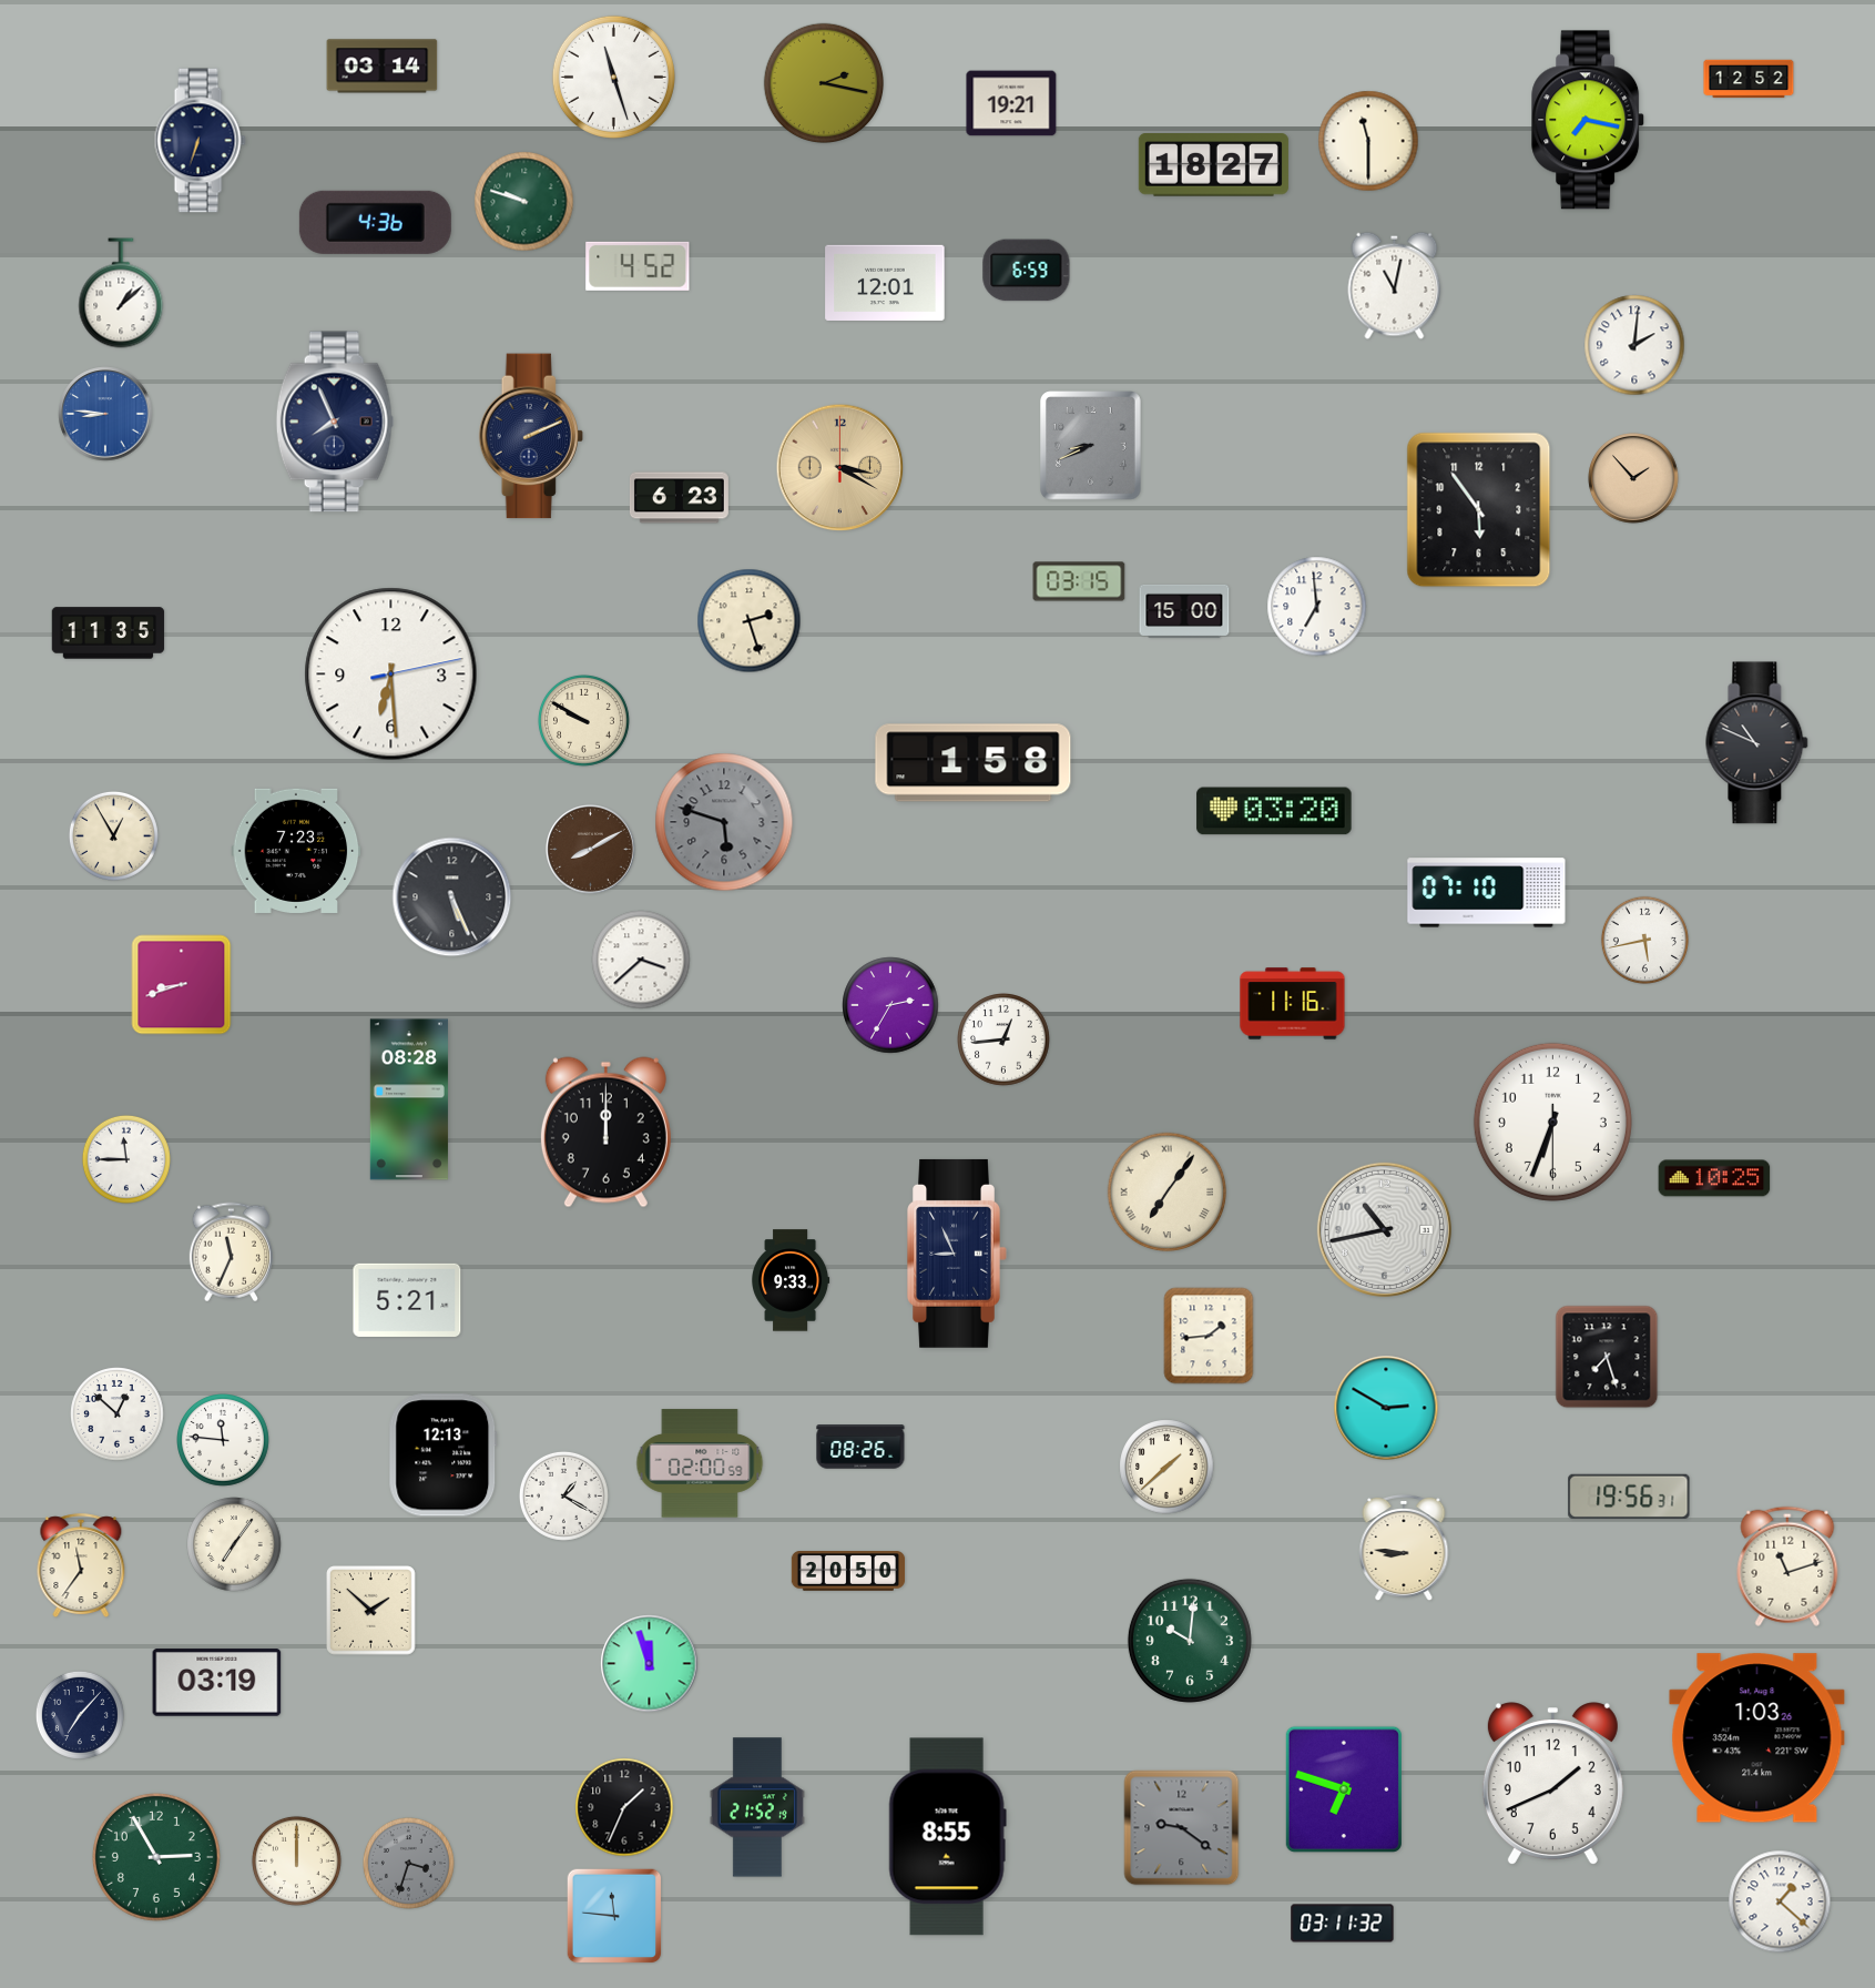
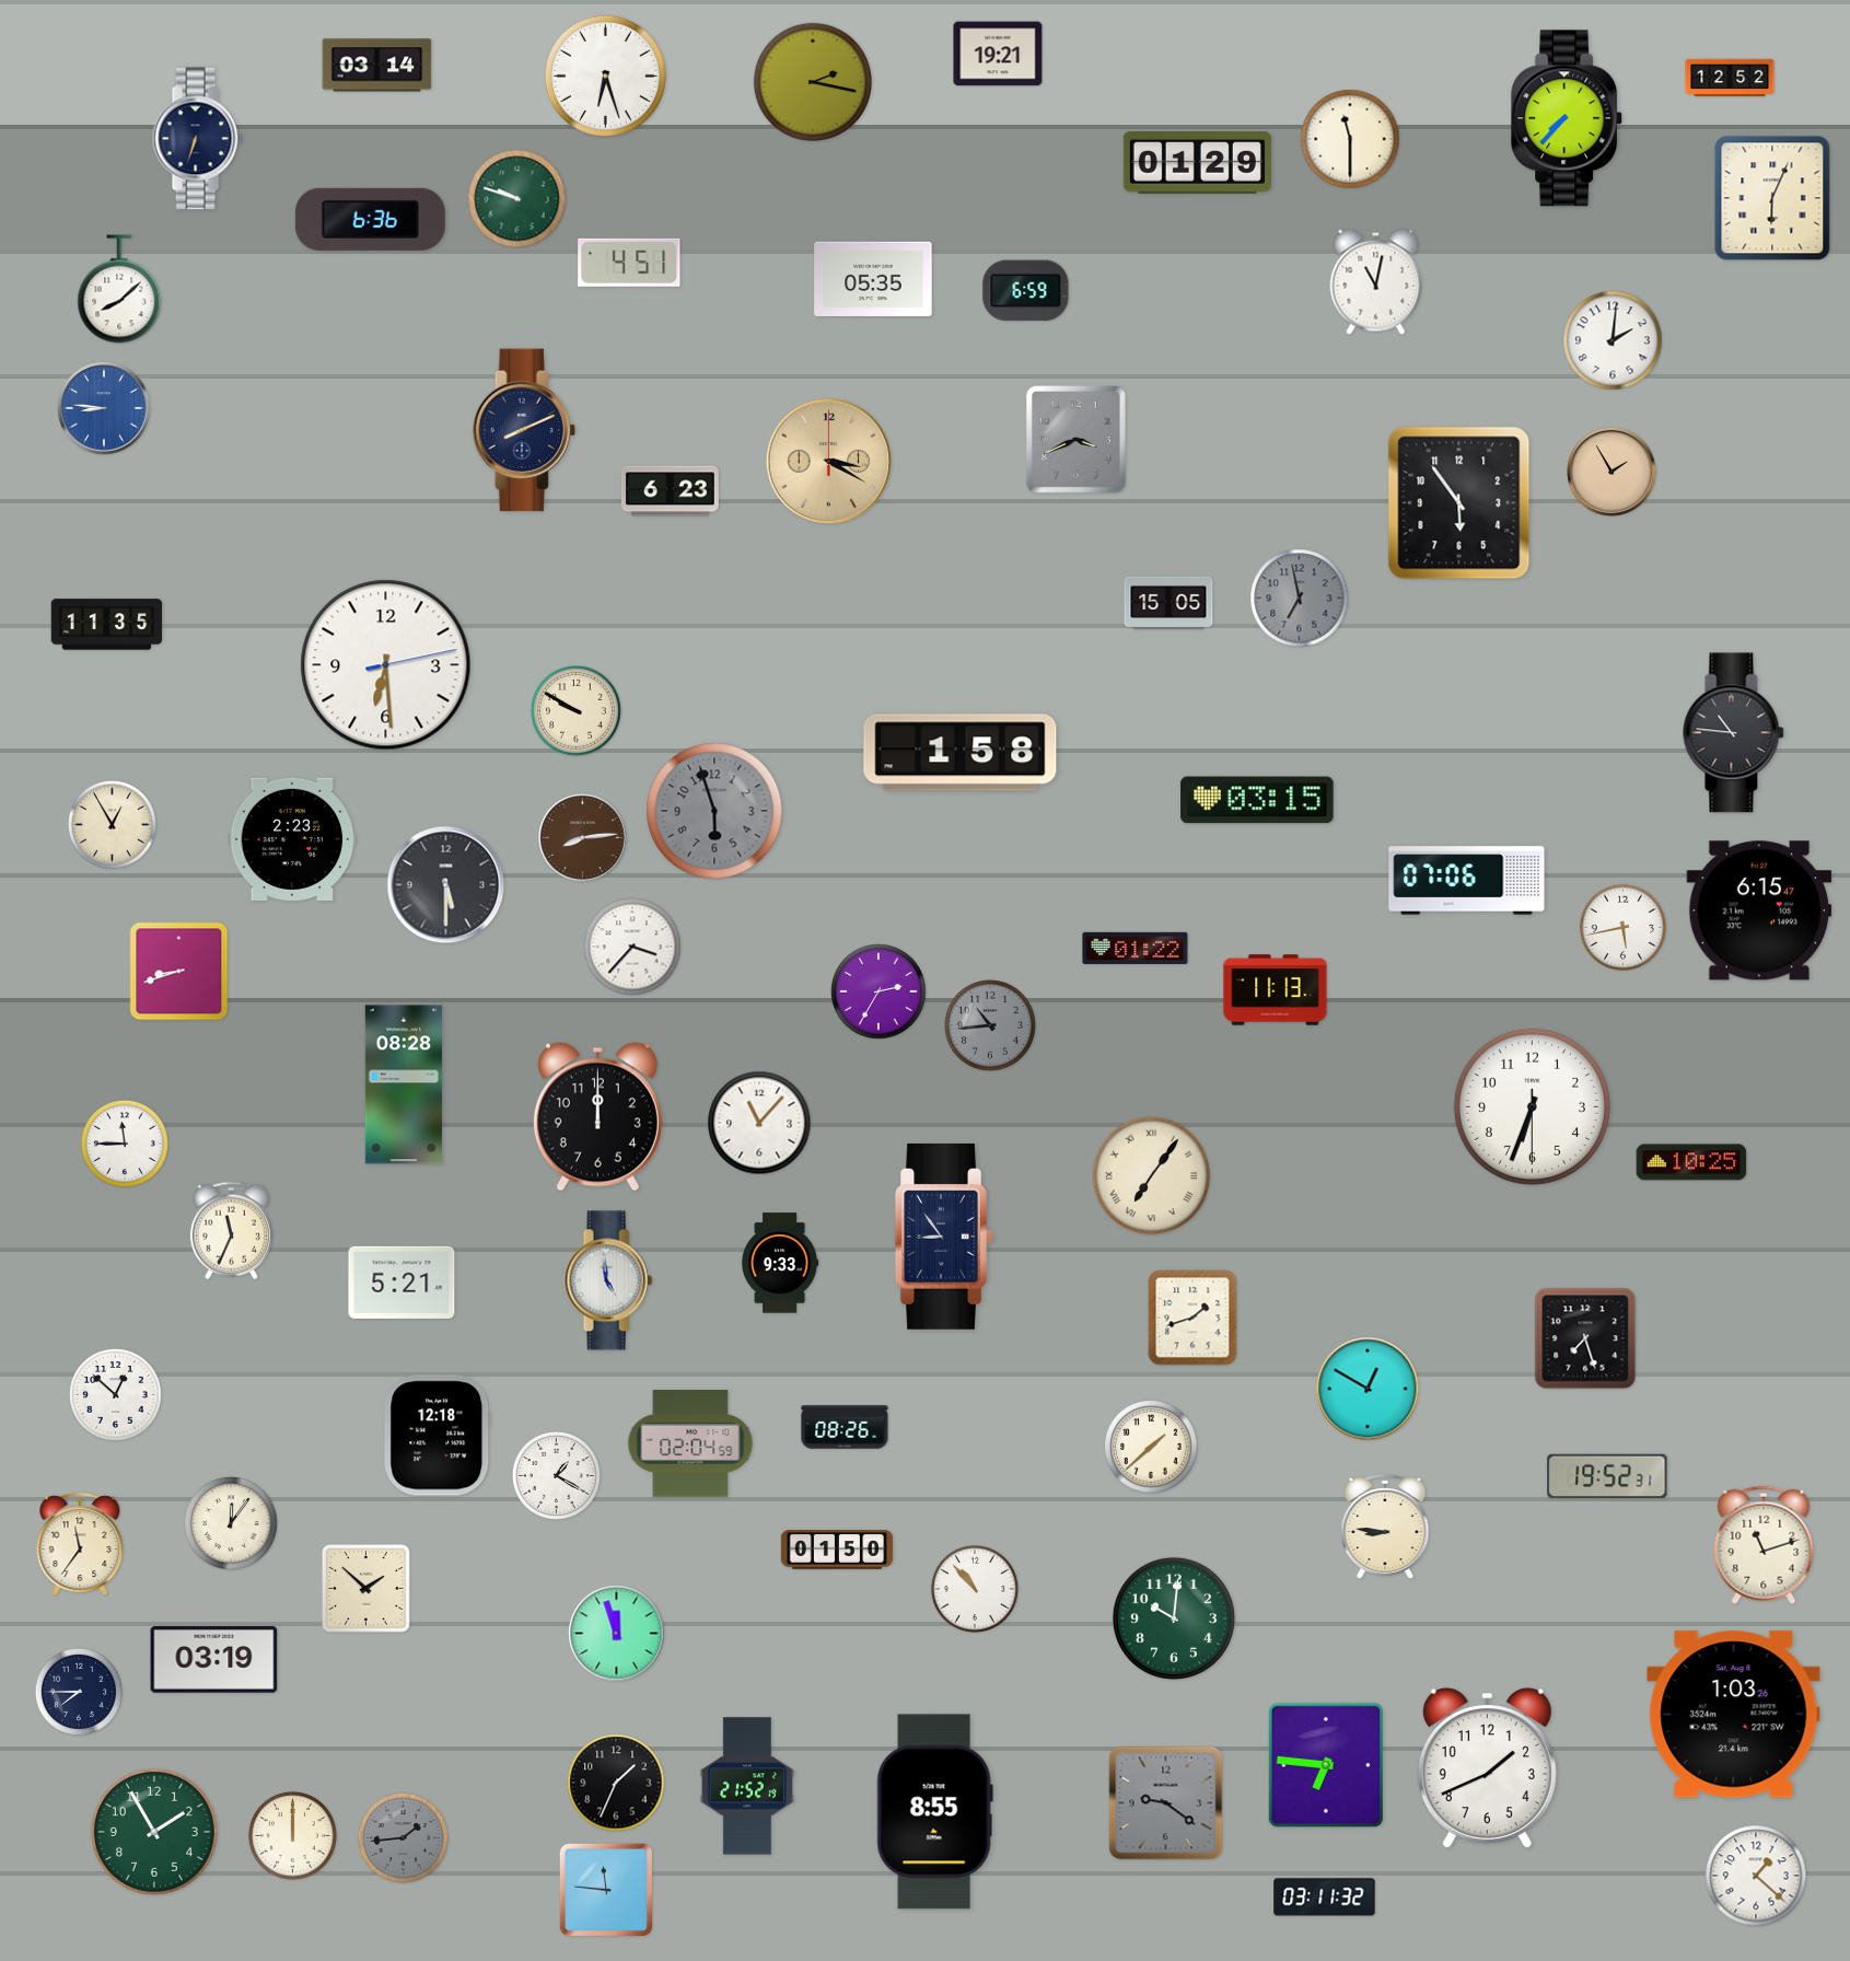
clock at (613, 77): 11:27 -> 6:27
clock at (1749, 79) position: (1749, 79) -> (1730, 78)
clock at (1011, 103) position: (1011, 103) -> (998, 54)
clock at (1589, 120): 7:17 -> 7:37
clock at (1213, 165): 18:27 -> 01:29
clock at (1772, 198): none -> 6:04
clock at (375, 222): 4:36 -> 6:36
clock at (638, 266): 4:52 -> 4:51
clock at (1027, 271) position: (1027, 271) -> (1026, 291)
clock at (885, 283): 12:01 -> 05:35
clock at (121, 293): 1:08 -> 8:08
clock at (335, 422): 7:56 -> none
clock at (531, 436): 2:11 -> 8:11
clock at (1091, 446): 8:41 -> 3:41
clock at (1633, 478): 1:53 -> 1:55
clock at (1079, 581): 03:15 -> none
clock at (1317, 607): 6:59 -> 6:58
clock at (1317, 607) dial: white -> grey
clock at (1184, 611): 15:00 -> 15:05
clock at (750, 621): 2:27 -> none
clock at (1757, 743): 10:49 -> 10:46
clock at (1274, 811): 03:20 -> 03:15
clock at (724, 822): 5:48 -> 5:57
clock at (591, 850): 8:10 -> 8:14
clock at (296, 851): 7:23 -> 2:23
clock at (1487, 893): 07:10 -> 07:06
clock at (452, 897): 5:26 -> 5:30
clock at (1759, 910): none -> 6:15
clock at (641, 960): 3:38 -> 3:37
clock at (1136, 948): none -> 01:22
clock at (1293, 1004): 11:16 -> 11:13
clock at (1005, 1041): 12:44 -> 10:44
clock at (1005, 1041) dial: white -> grey
clock at (759, 1123): none -> 11:07
clock at (1384, 1229): 10:43 -> none
clock at (231, 1252) position: (231, 1252) -> (231, 1231)
clock at (957, 1254): 8:56 -> 8:54
clock at (608, 1280): none -> 4:59
clock at (1209, 1336): 1:44 -> 1:42
clock at (1386, 1408): 2:50 -> 12:50
clock at (224, 1441): 11:46 -> none
clock at (860, 1447) position: (860, 1447) -> (845, 1427)
clock at (444, 1455): 12:13 -> 12:18
clock at (700, 1463): 02:00 -> 02:04
clock at (1629, 1497): 19:56 -> 19:52
clock at (234, 1544): 7:06 -> 12:06
clock at (848, 1572): 20:50 -> 01:50
clock at (975, 1589): none -> 10:53
clock at (650, 1664) position: (650, 1664) -> (617, 1634)
clock at (80, 1715): 7:07 -> 7:45
clock at (1552, 1783) position: (1552, 1783) -> (1487, 1767)
clock at (1344, 1789): 6:48 -> 6:46
clock at (757, 1807) position: (757, 1807) -> (747, 1786)
clock at (156, 1857): 2:55 -> 1:55
clock at (408, 1863): 3:33 -> 1:44
